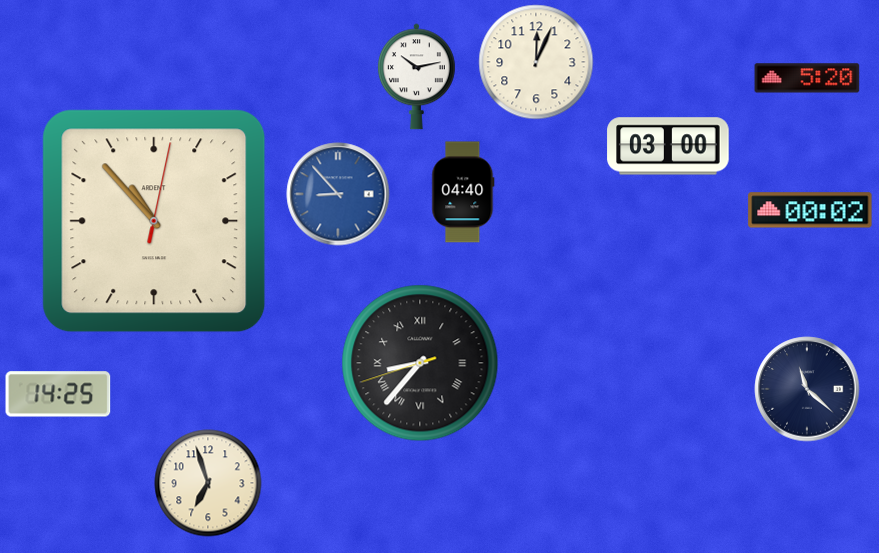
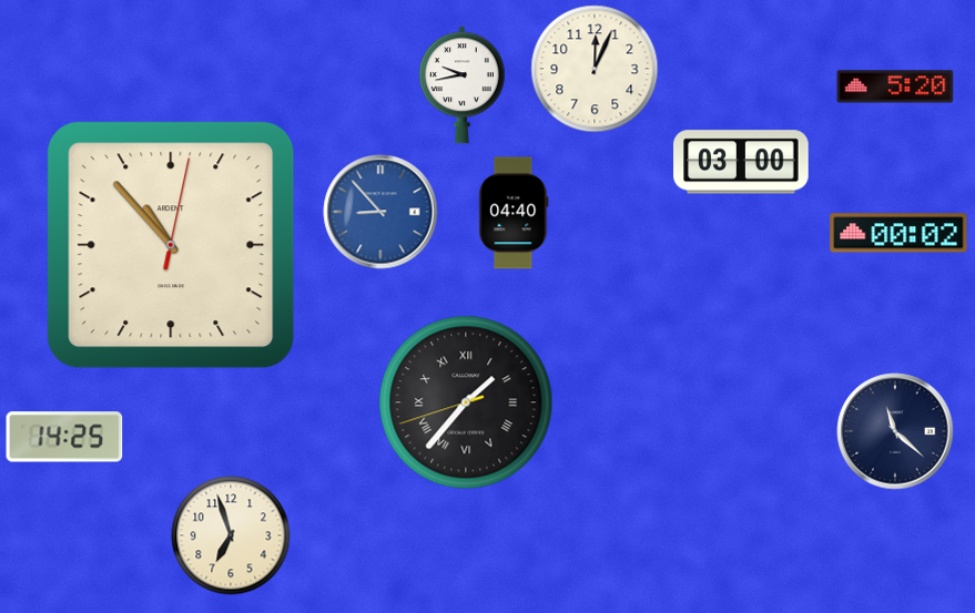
clock at (416, 77): 10:13 -> 9:43
clock at (338, 194) position: (338, 194) -> (380, 212)
clock at (420, 363): 8:36 -> 1:36
